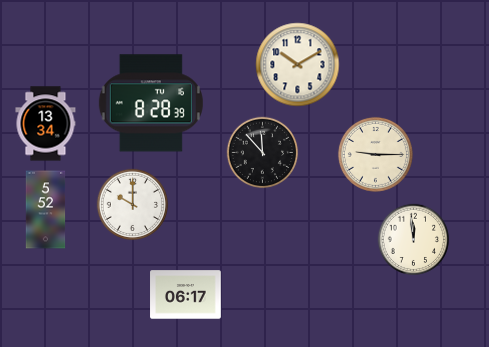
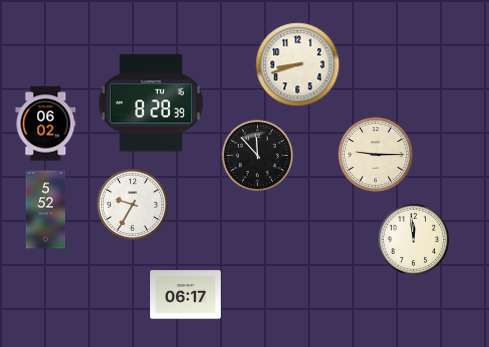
clock at (298, 65): 10:10 -> 8:42
clock at (46, 124): 13:34 -> 06:02
clock at (263, 153) position: (263, 153) -> (258, 156)
clock at (133, 205): 10:00 -> 9:35
